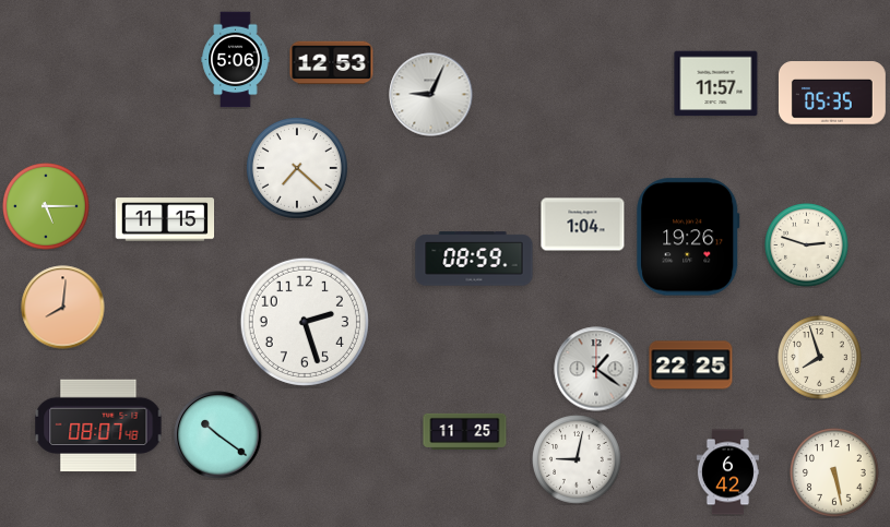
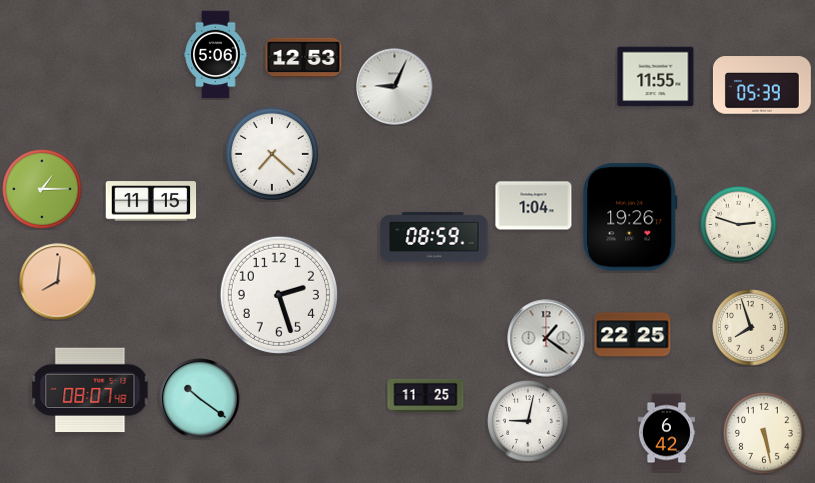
clock at (716, 84): 11:57 -> 11:55
clock at (832, 93): 05:35 -> 05:39
clock at (46, 206): 5:15 -> 1:15
